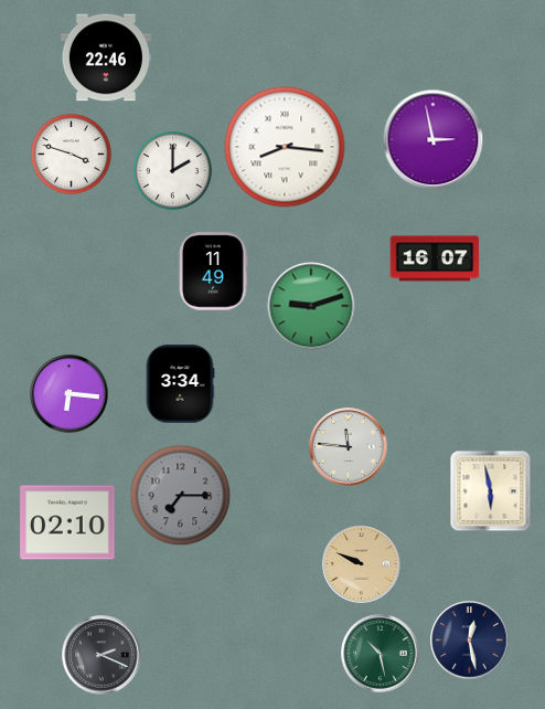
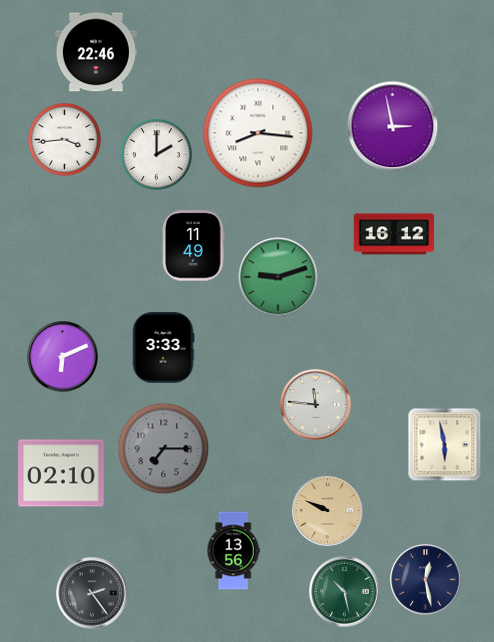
clock at (72, 155): 3:48 -> 3:44
clock at (435, 258): 16:07 -> 16:12
clock at (311, 306) position: (311, 306) -> (278, 277)
clock at (180, 384): 3:34 -> 3:33
clock at (70, 394): 6:16 -> 6:11
clock at (233, 551): none -> 13:56
clock at (101, 655): 2:19 -> 2:24
